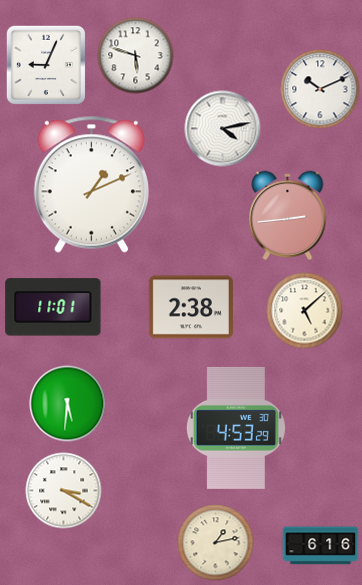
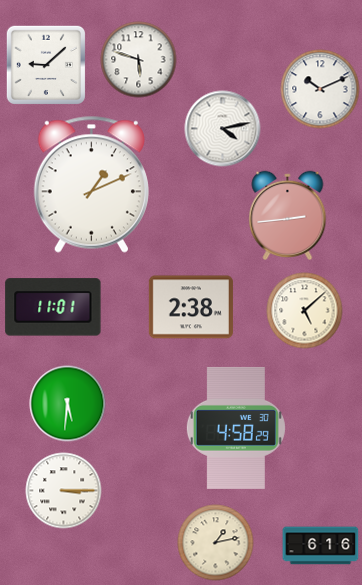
clock at (136, 56) position: (136, 56) -> (139, 60)
clock at (45, 64): 9:04 -> 9:08
clock at (236, 428): 4:53 -> 4:58
clock at (64, 491): 3:20 -> 3:15
